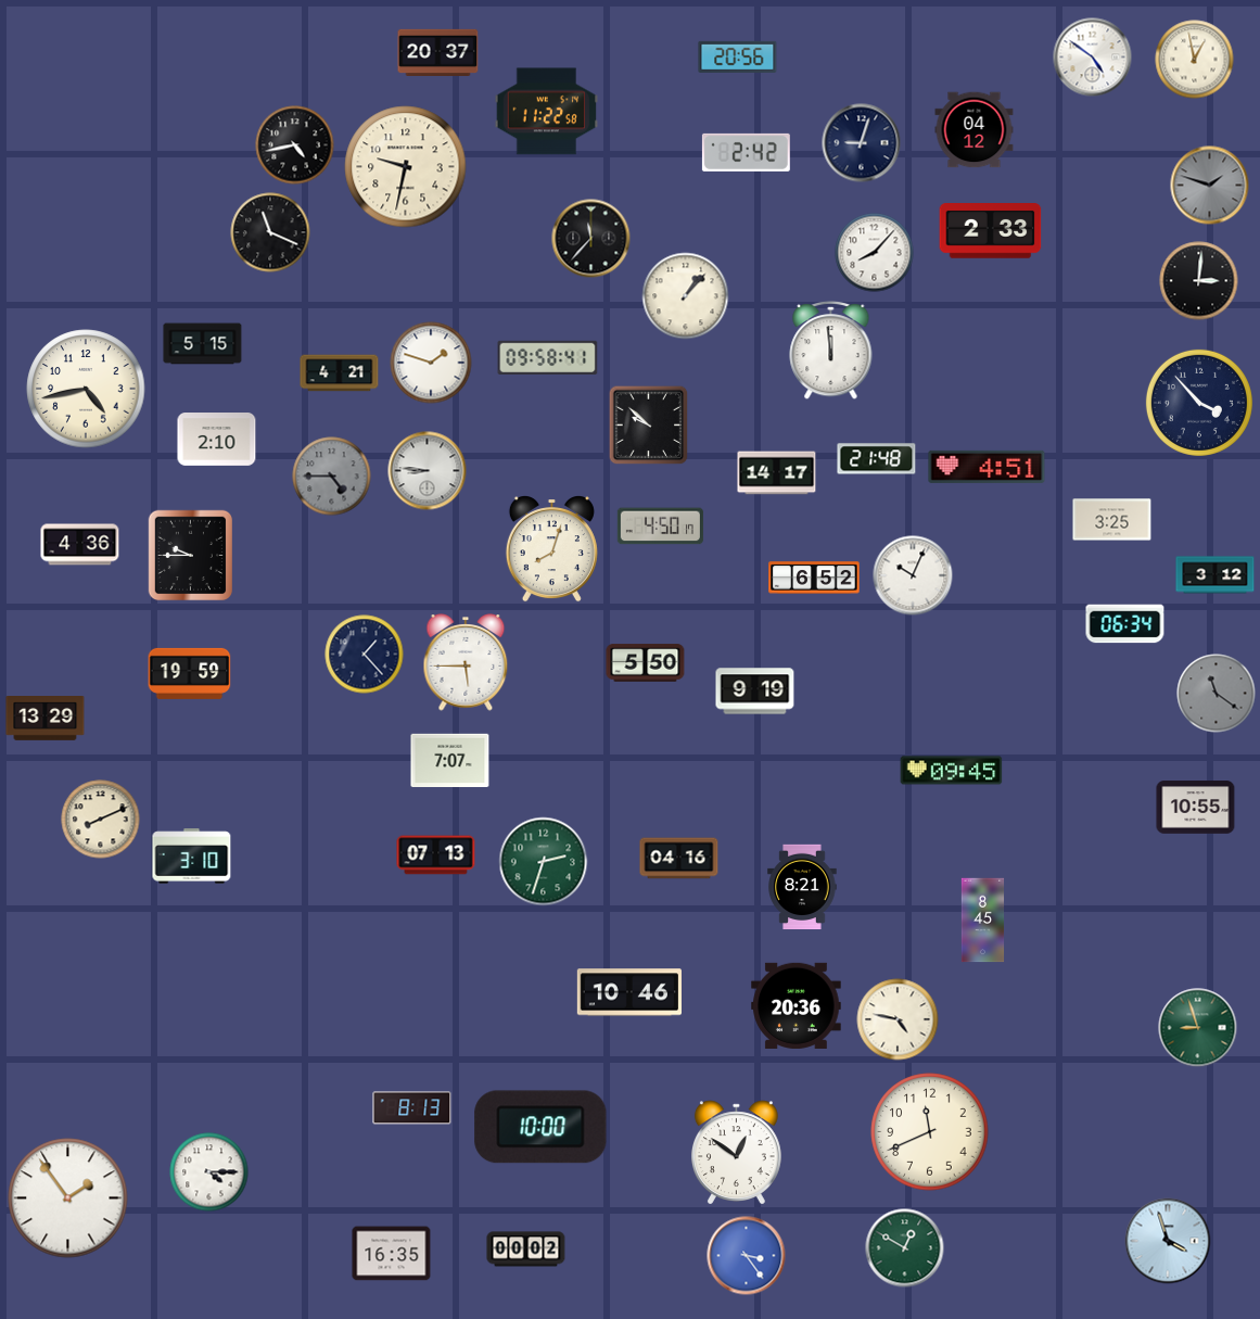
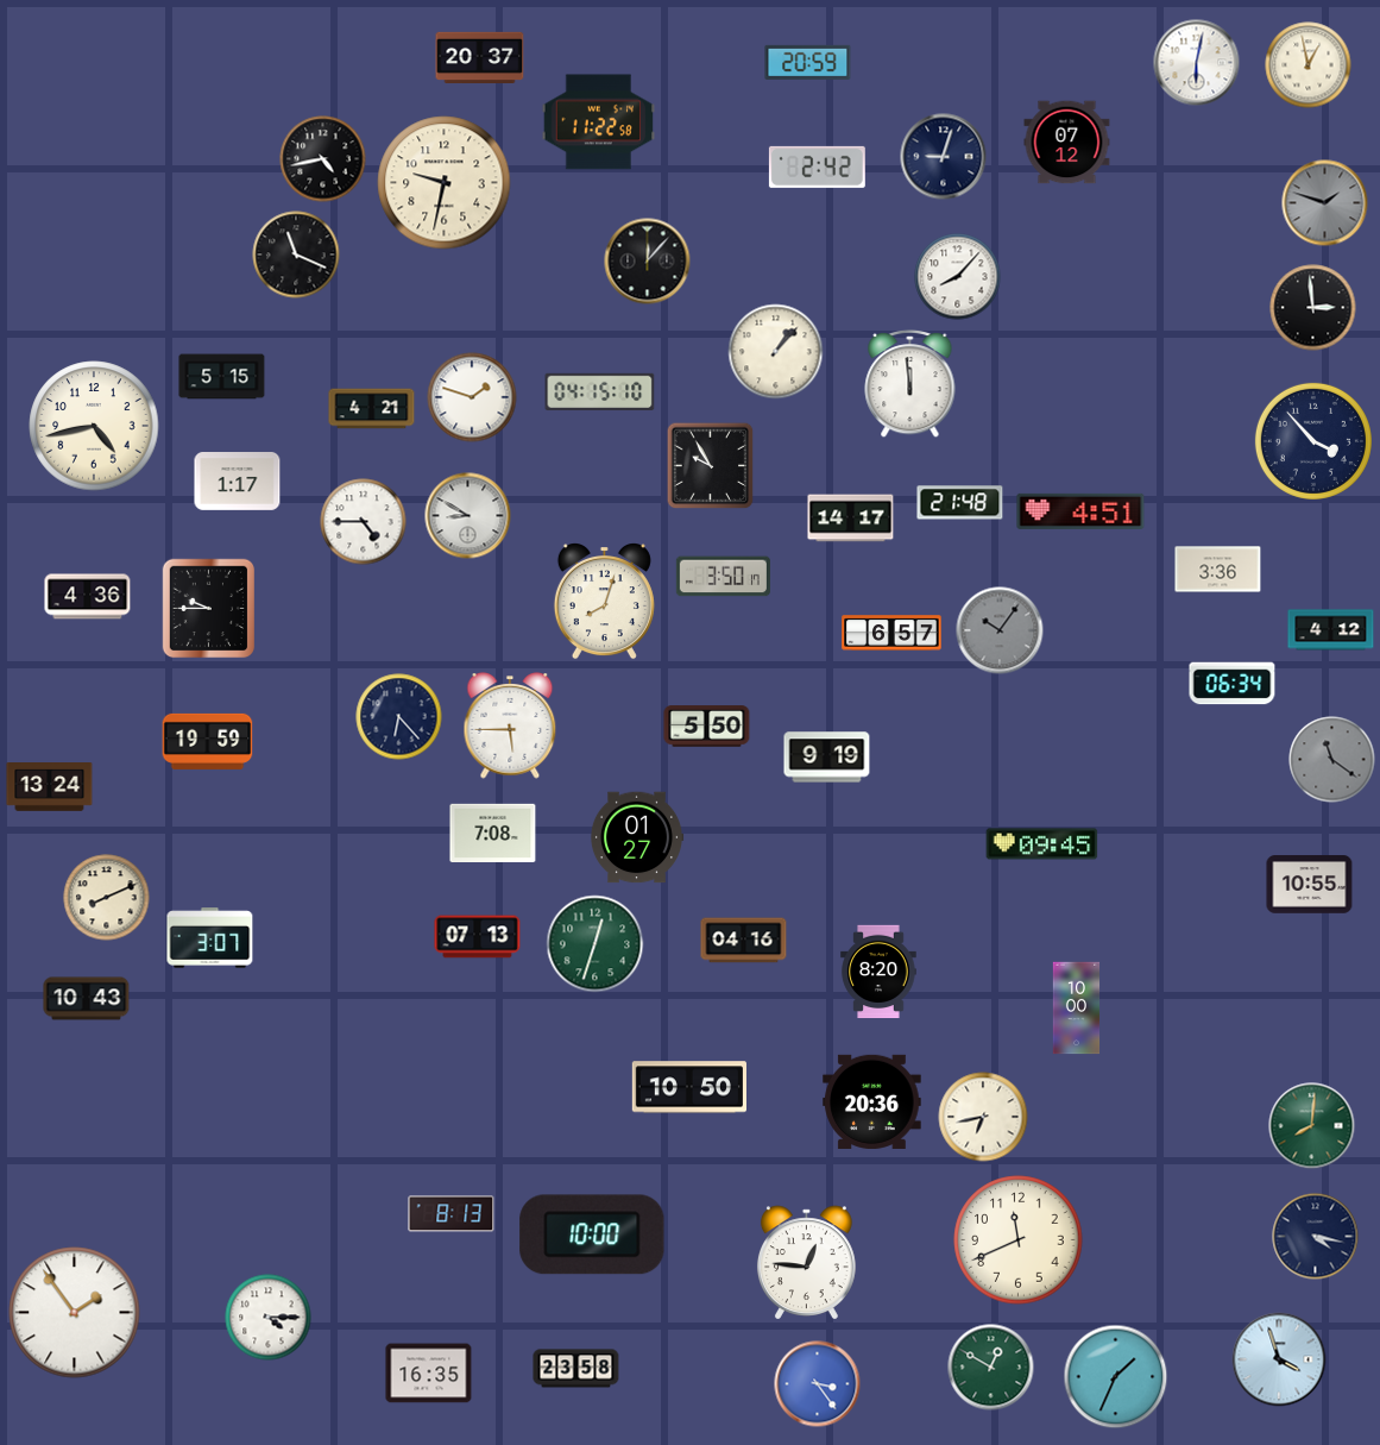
clock at (738, 56): 20:56 -> 20:59
clock at (1093, 58): 4:51 -> 6:02
clock at (975, 130): 04:12 -> 07:12
clock at (991, 231): 2:33 -> none
clock at (591, 239): 11:37 -> 12:07
clock at (1199, 281): 3:01 -> 2:59
clock at (686, 296) position: (686, 296) -> (776, 352)
clock at (548, 357): 09:58 -> 04:15
clock at (649, 426): 9:52 -> 9:55
clock at (217, 440): 2:10 -> 1:17
clock at (428, 471): 8:46 -> 8:50
clock at (332, 477) dial: grey -> white
clock at (1112, 520): 3:25 -> 3:36
clock at (660, 527): 4:50 -> 3:50
clock at (913, 575): 10:04 -> 10:06
clock at (913, 575) dial: white -> grey
clock at (1216, 575): 3:12 -> 4:12
clock at (814, 578): 6:52 -> 6:57
clock at (365, 655): 1:23 -> 6:23
clock at (190, 673) position: (190, 673) -> (208, 741)
clock at (46, 719): 13:29 -> 13:24
clock at (450, 760): 7:07 -> 7:08
clock at (637, 837): none -> 01:27
clock at (101, 820) position: (101, 820) -> (107, 898)
clock at (192, 857): 3:10 -> 3:07
clock at (544, 862): 2:33 -> 12:33
clock at (802, 887): 8:21 -> 8:20
clock at (87, 999): none -> 10:43
clock at (983, 921): 8:45 -> 10:00
clock at (628, 992): 10:46 -> 10:50
clock at (898, 1019): 4:47 -> 6:43
clock at (1198, 1028): 8:57 -> 8:01
clock at (1316, 1237): none -> 4:17
clock at (736, 1152): 12:51 -> 12:46
clock at (209, 1172) position: (209, 1172) -> (269, 1318)
clock at (526, 1250): 00:02 -> 23:58
clock at (747, 1256) position: (747, 1256) -> (818, 1384)
clock at (1116, 1377): none -> 1:34
